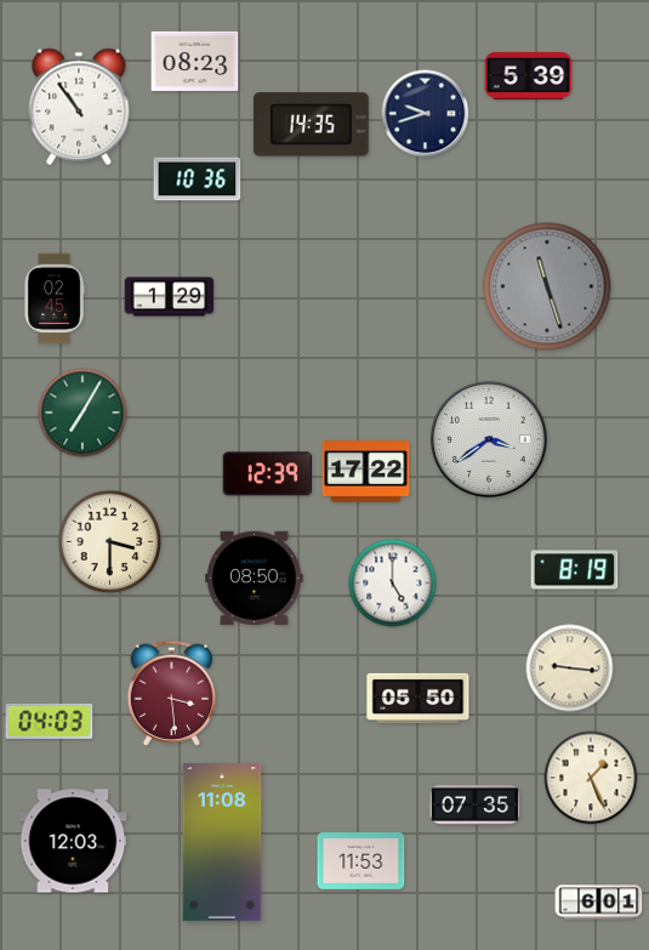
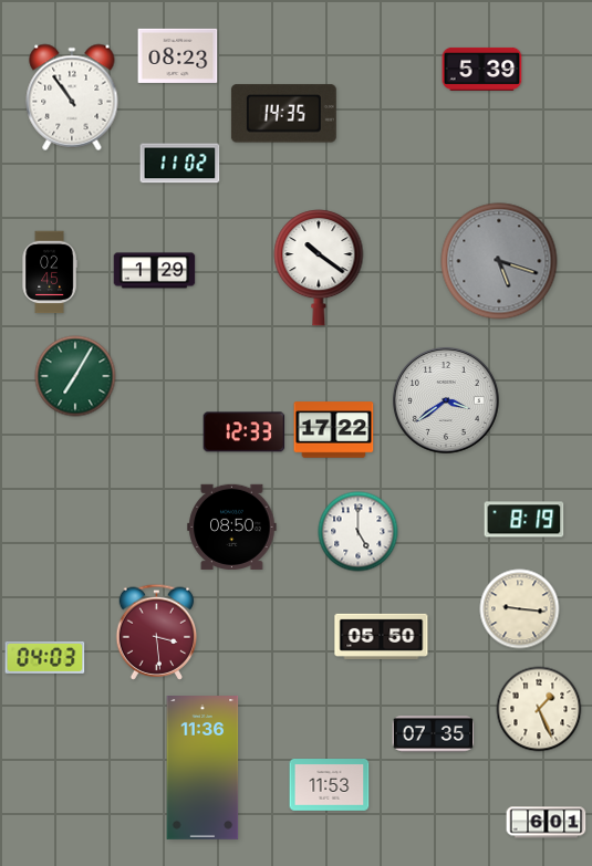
clock at (426, 114): 9:42 -> none
clock at (198, 180): 10:36 -> 11:02
clock at (547, 286): 11:27 -> 5:18
clock at (319, 268): none -> 10:21
clock at (268, 474): 12:39 -> 12:33
clock at (110, 542): 3:30 -> none
clock at (73, 841): 12:03 -> none
clock at (222, 843): 11:08 -> 11:36
